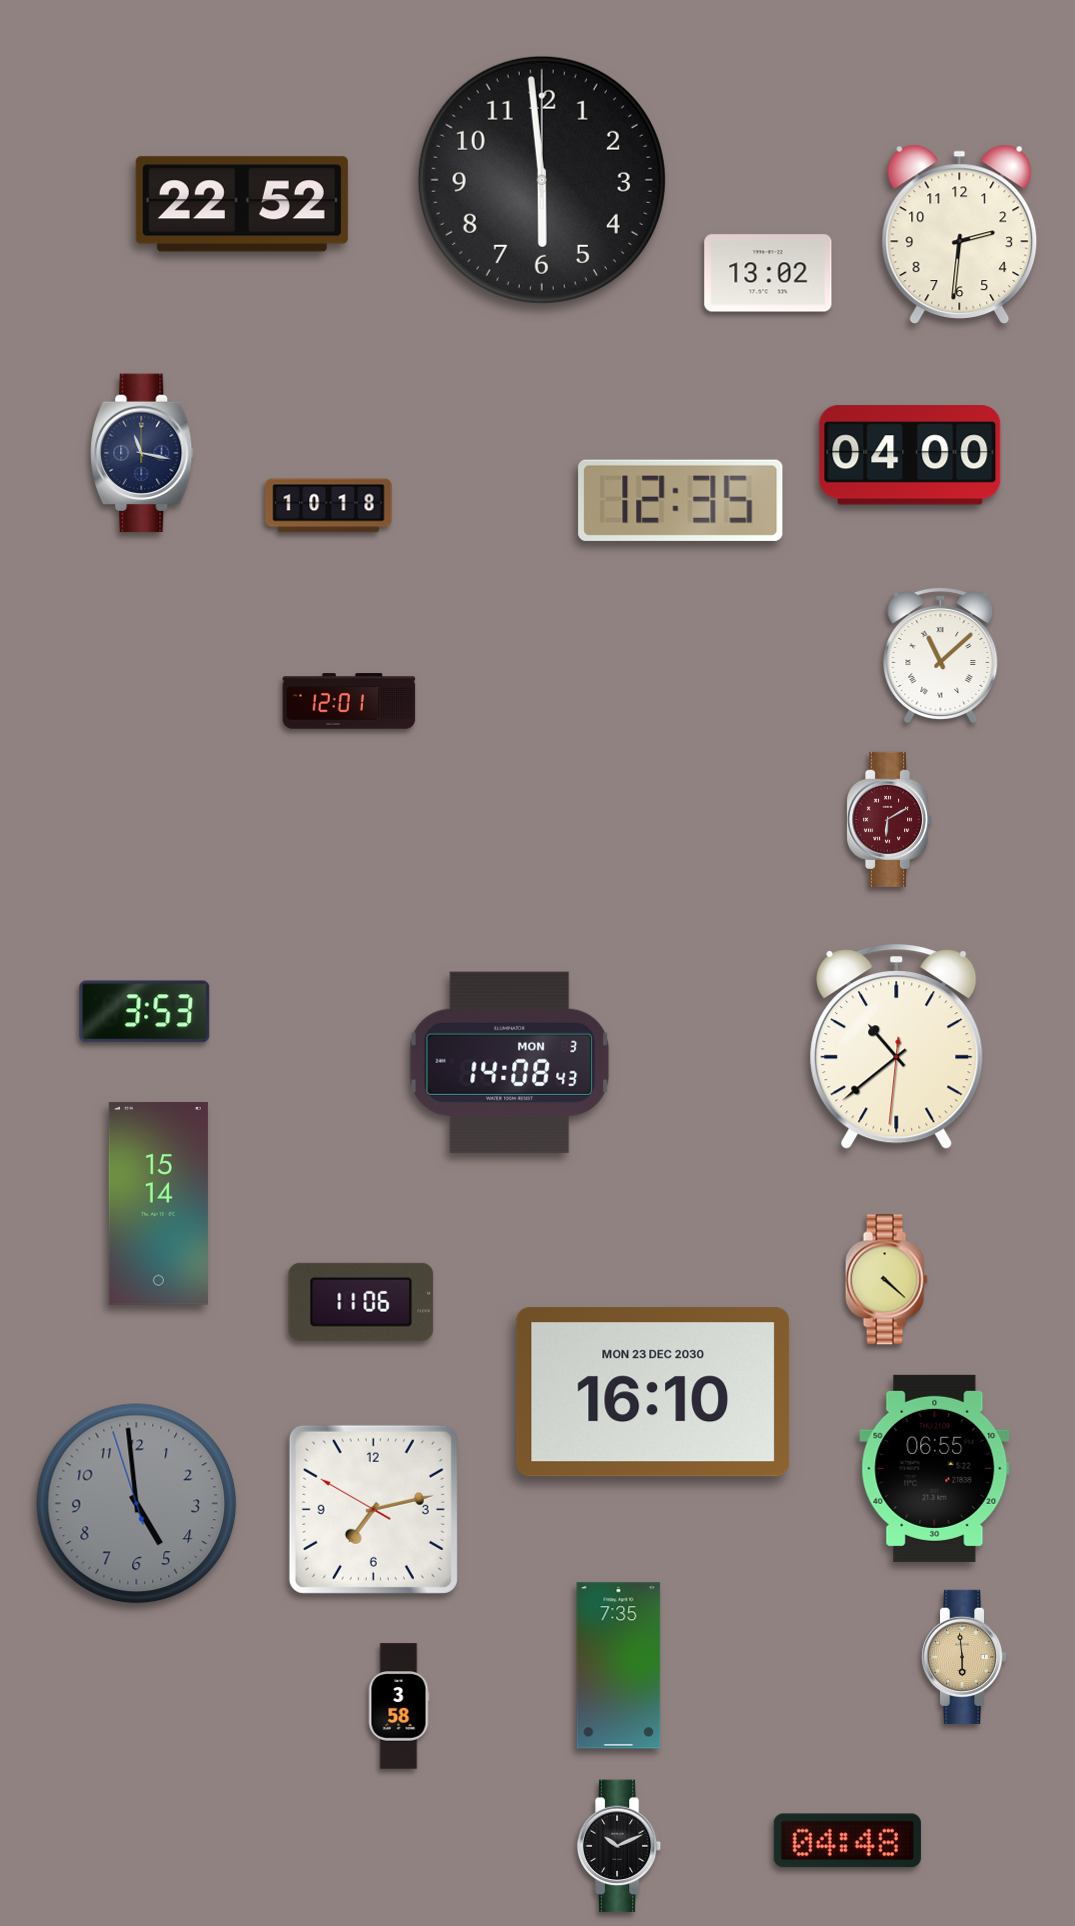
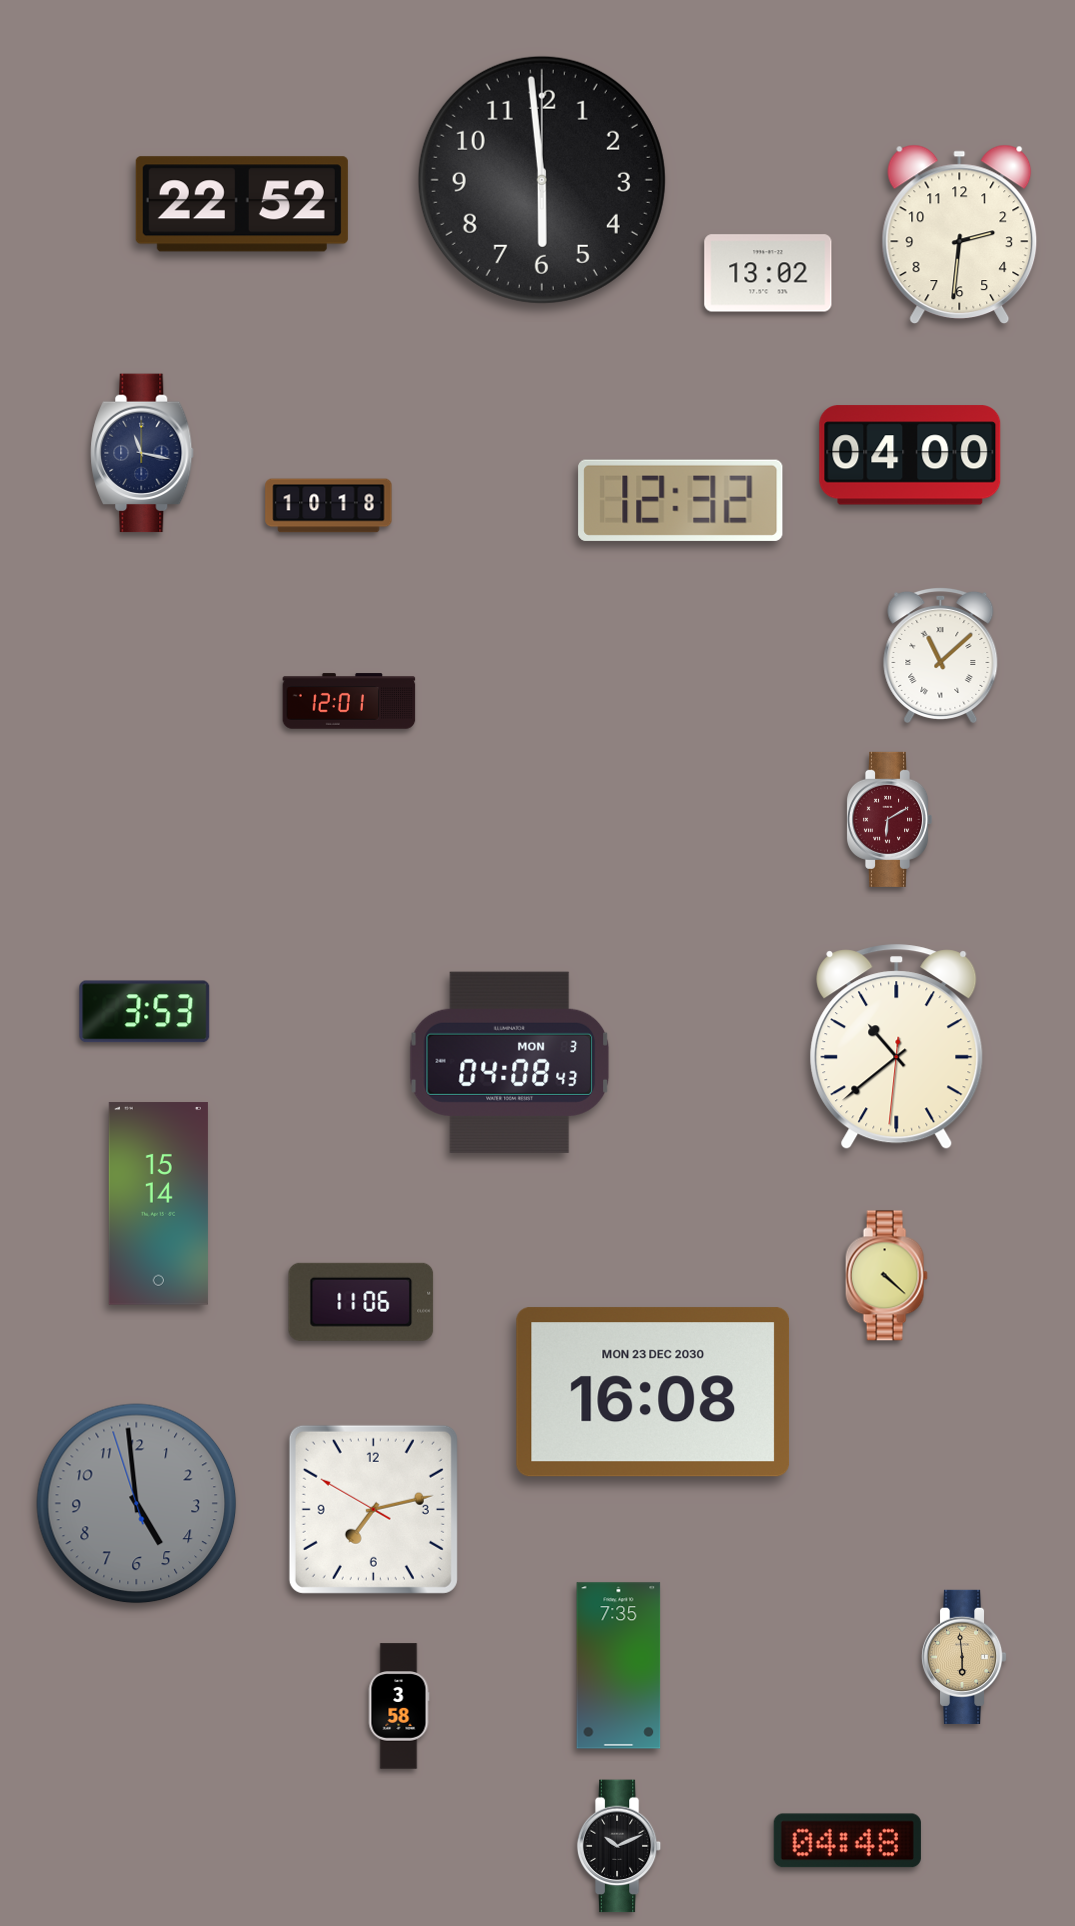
clock at (681, 500): 12:35 -> 12:32
clock at (510, 1062): 14:08 -> 04:08
clock at (886, 1280) position: (886, 1280) -> (886, 1276)
clock at (653, 1392): 16:10 -> 16:08
clock at (935, 1468): 06:55 -> none
